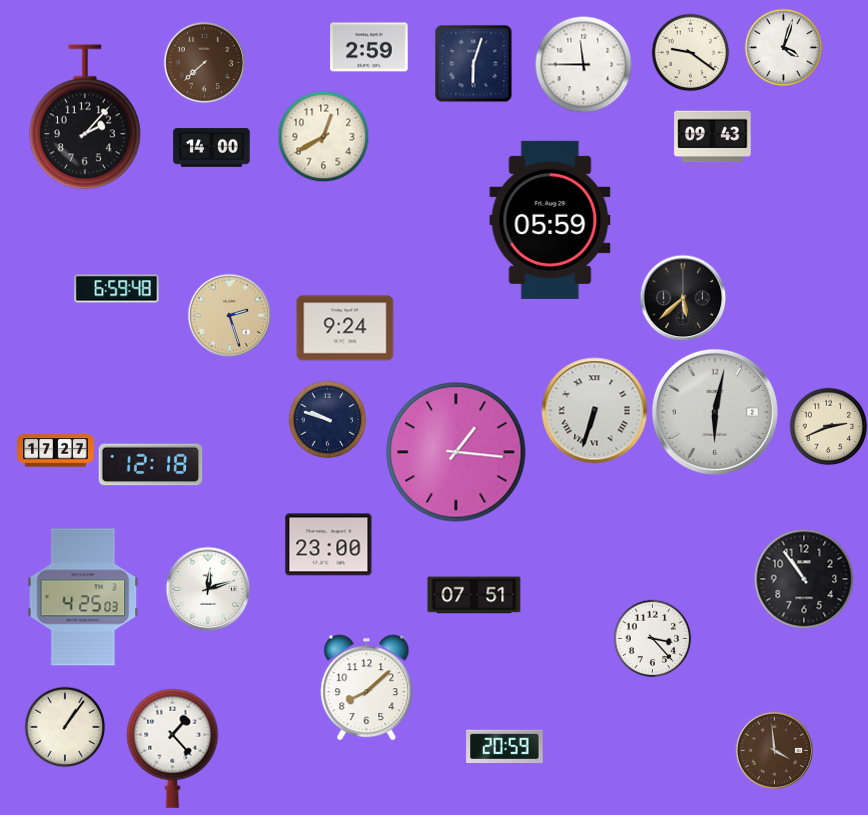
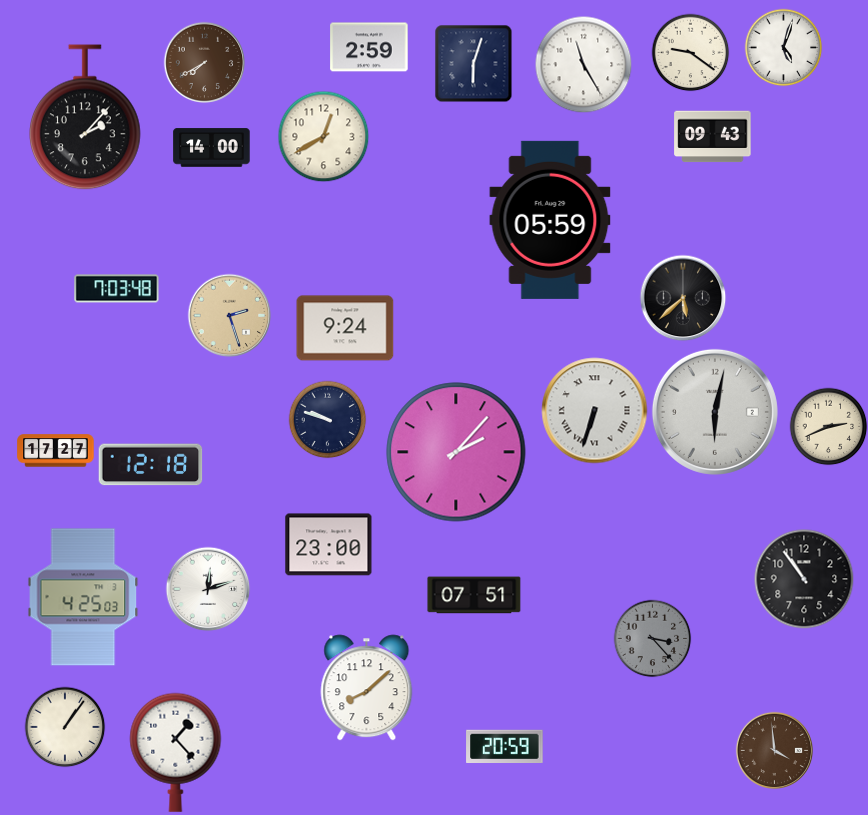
clock at (783, 47): 4:03 -> 5:03
clock at (204, 62): 7:38 -> 7:40
clock at (583, 64): 11:45 -> 11:25
clock at (117, 289): 6:59 -> 7:03
clock at (456, 452): 1:16 -> 2:07
clock at (652, 638) dial: white -> grey
clock at (173, 748) position: (173, 748) -> (176, 752)
